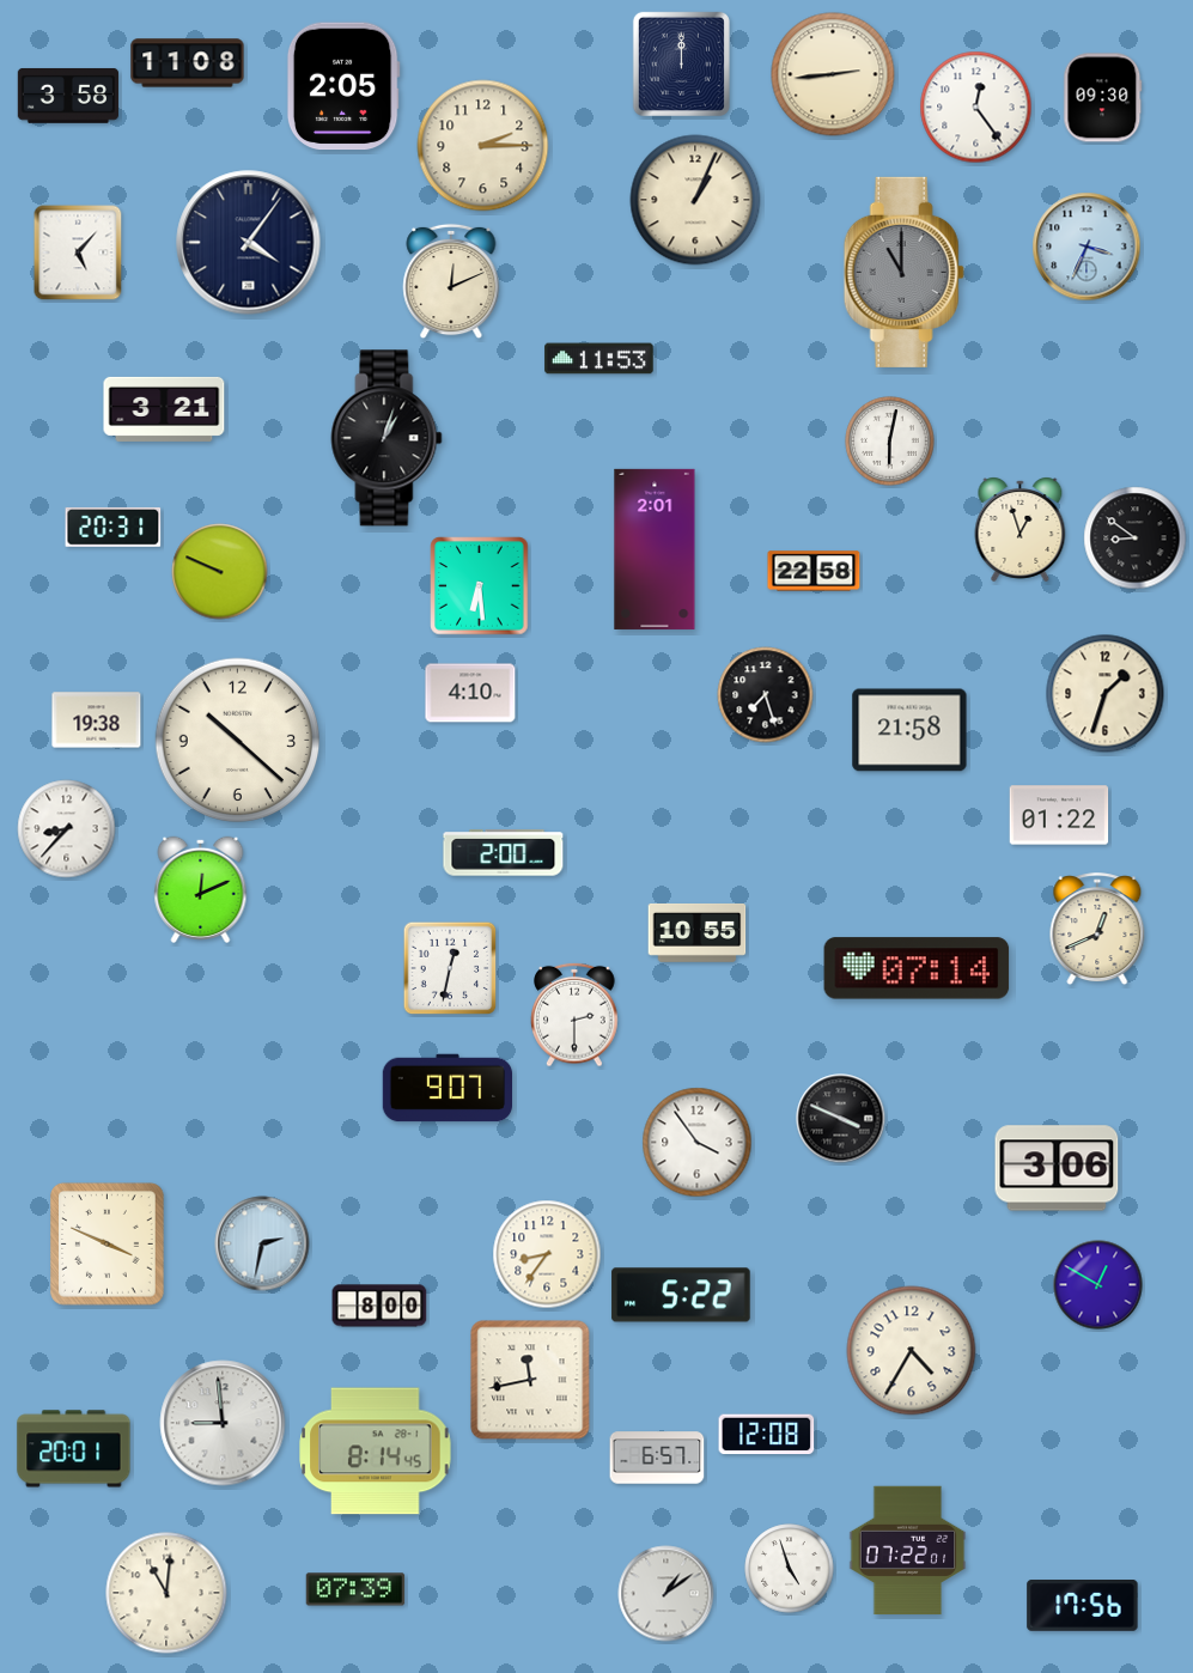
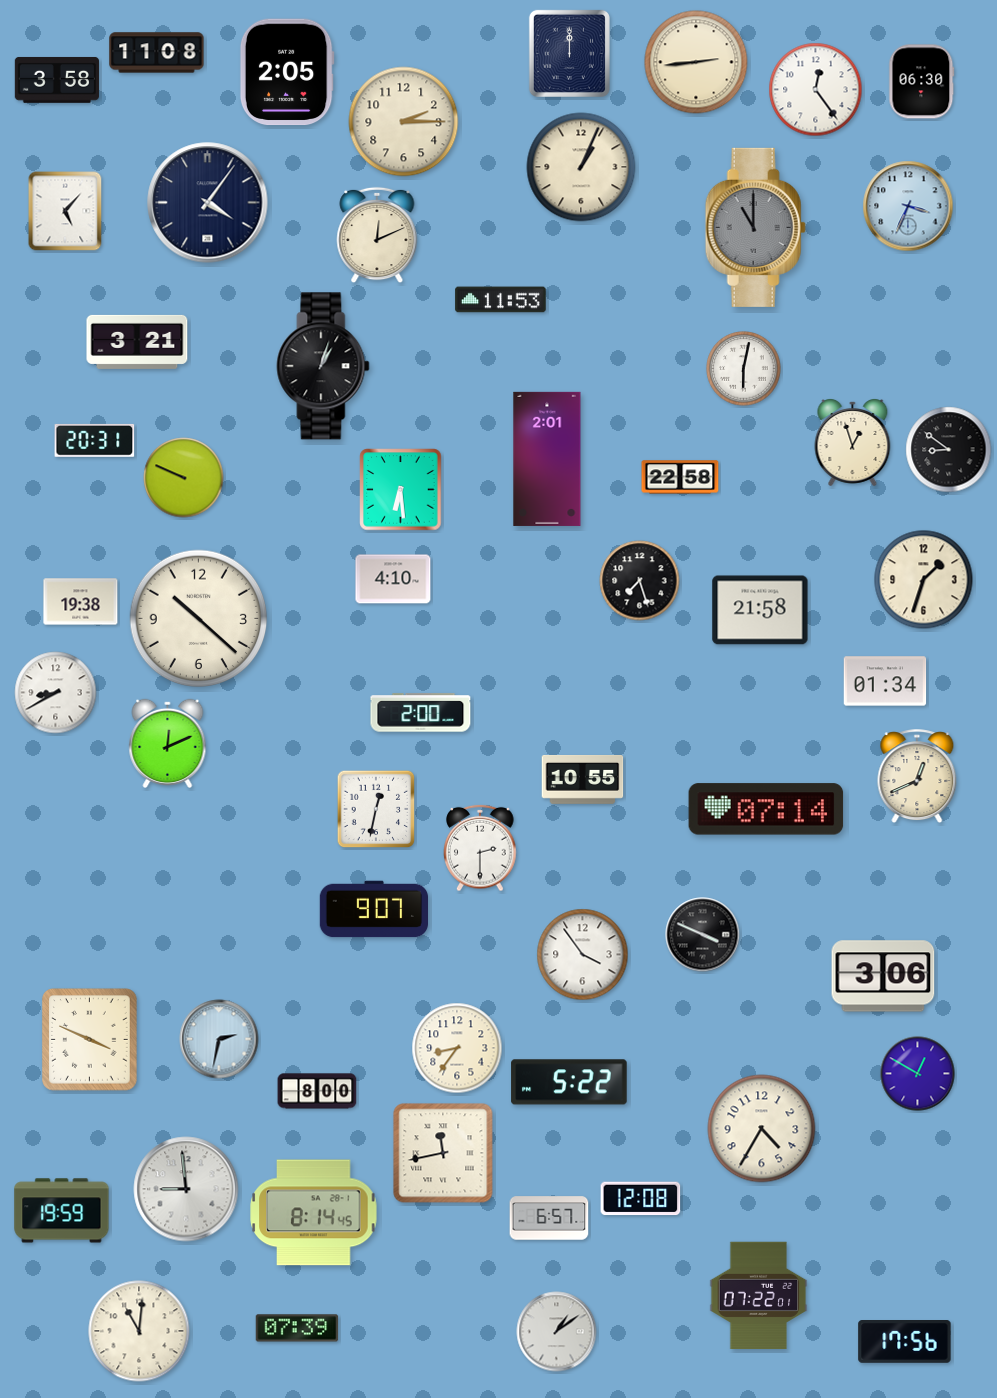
clock at (1103, 98): 09:30 -> 06:30
clock at (1059, 815): 01:22 -> 01:34
clock at (67, 829): 8:37 -> 8:40
clock at (74, 1449): 20:01 -> 19:59
clock at (790, 1569): 4:57 -> none
